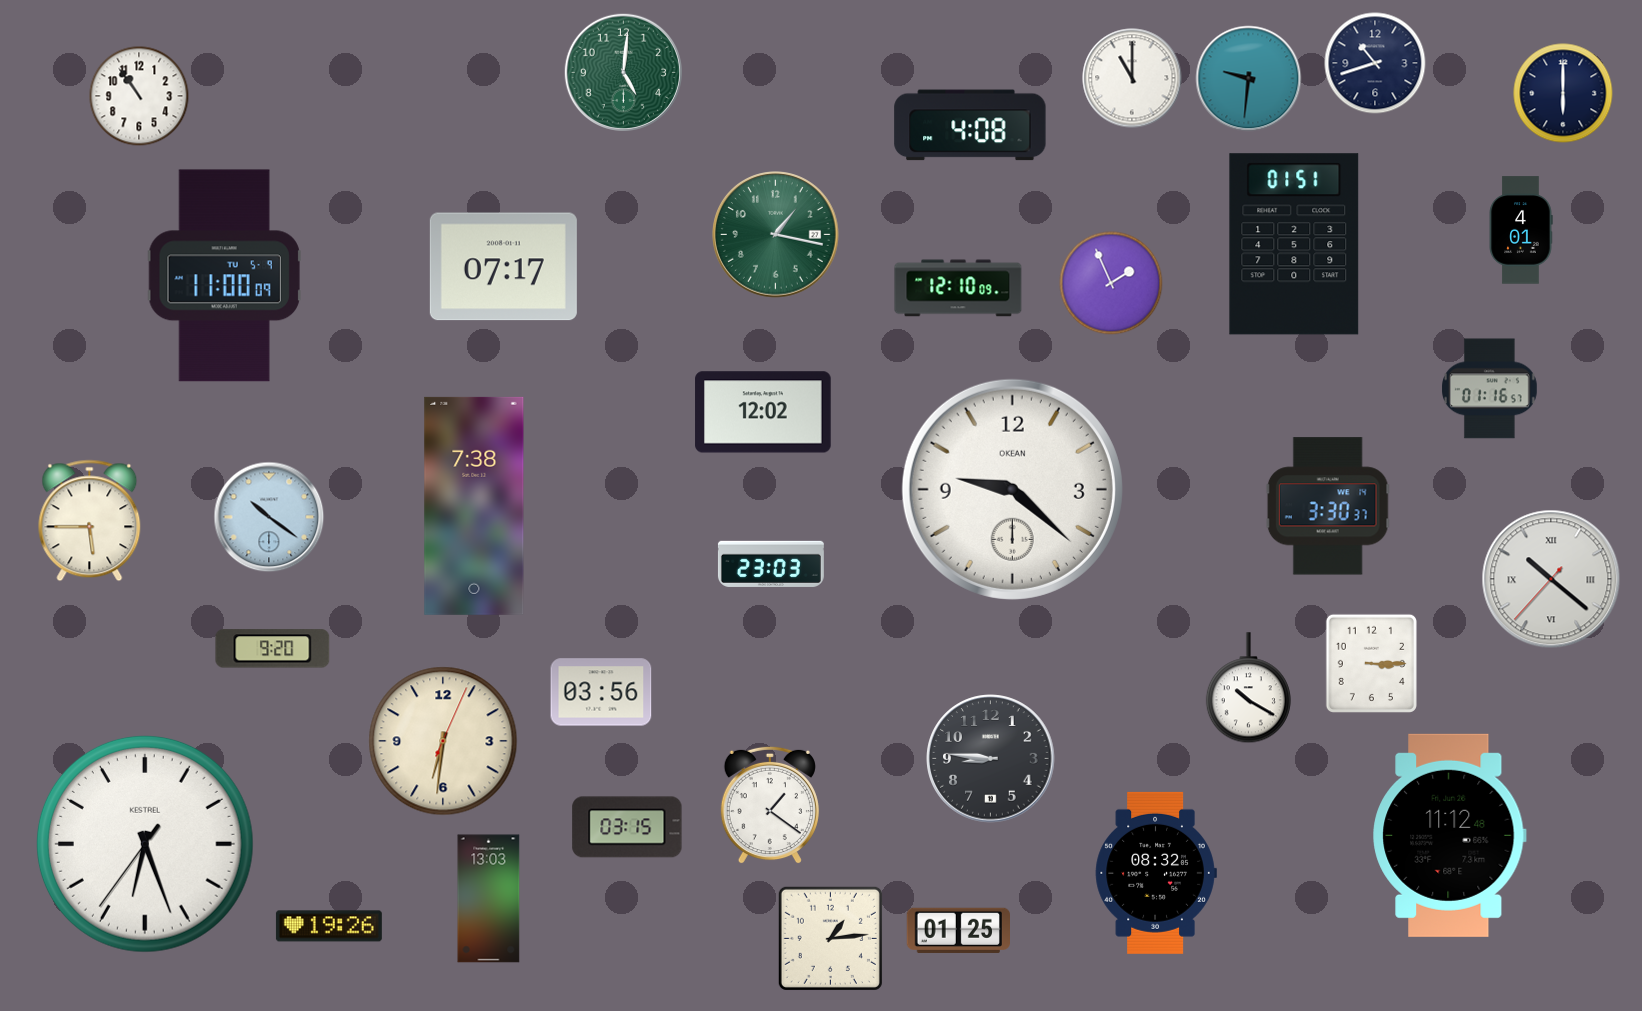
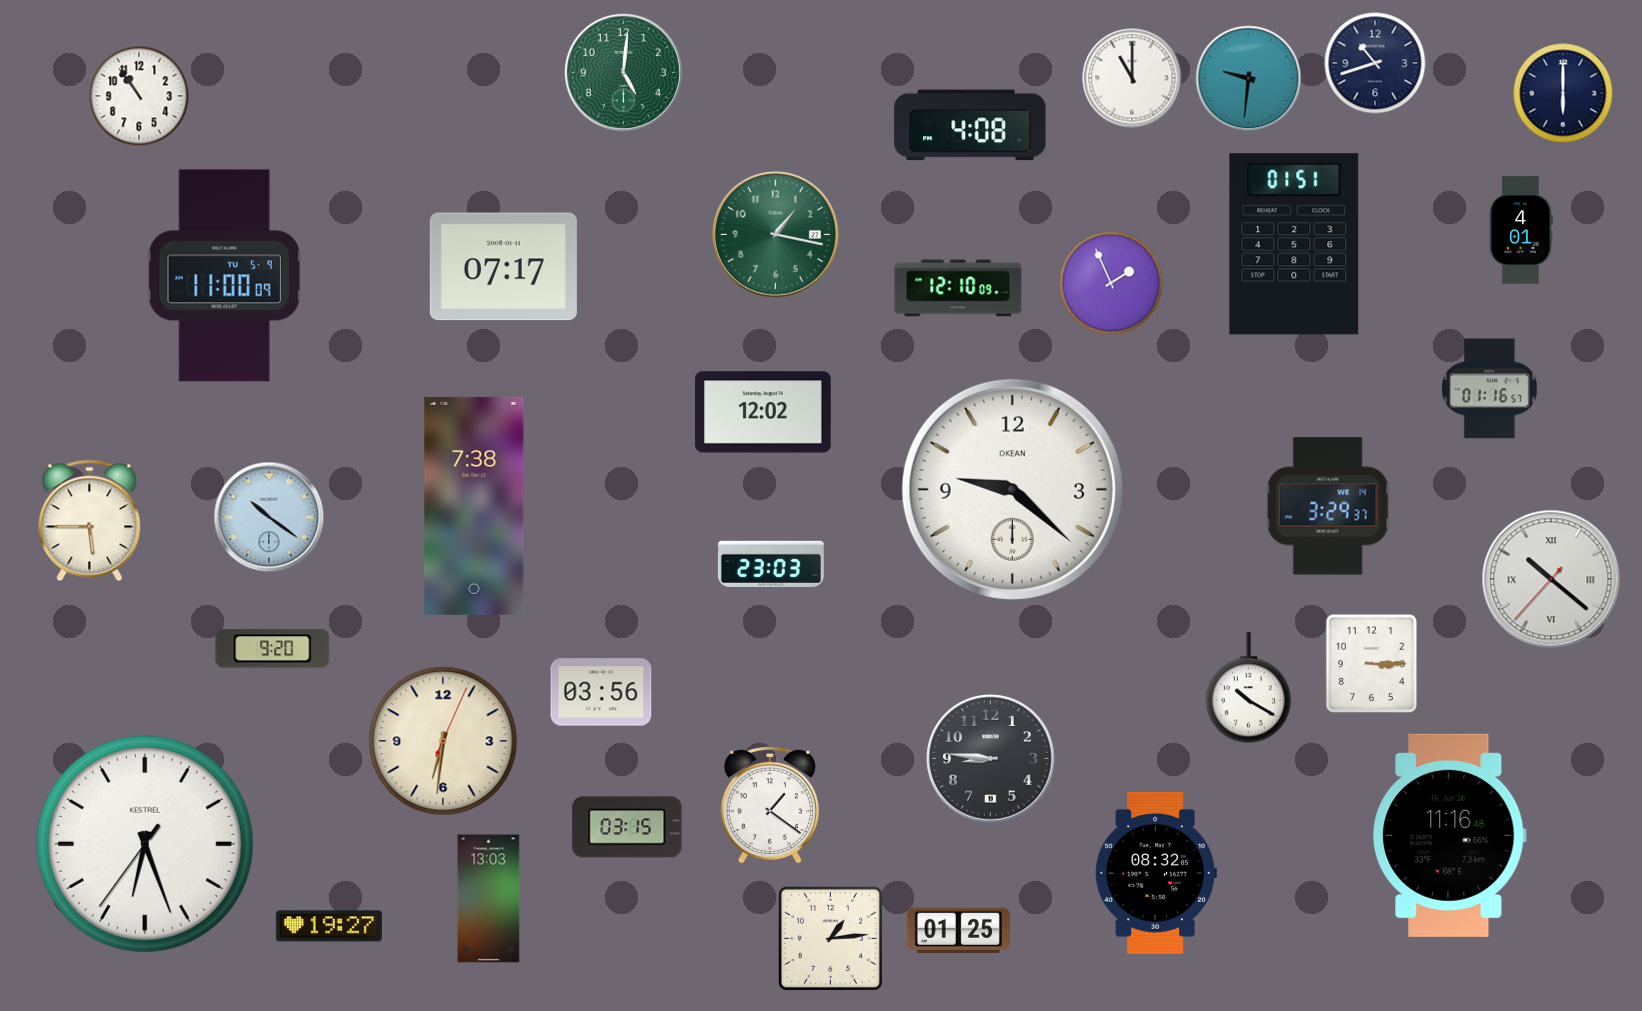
clock at (1328, 506): 3:30 -> 3:29
clock at (1450, 835): 11:12 -> 11:16
clock at (329, 926): 19:26 -> 19:27
